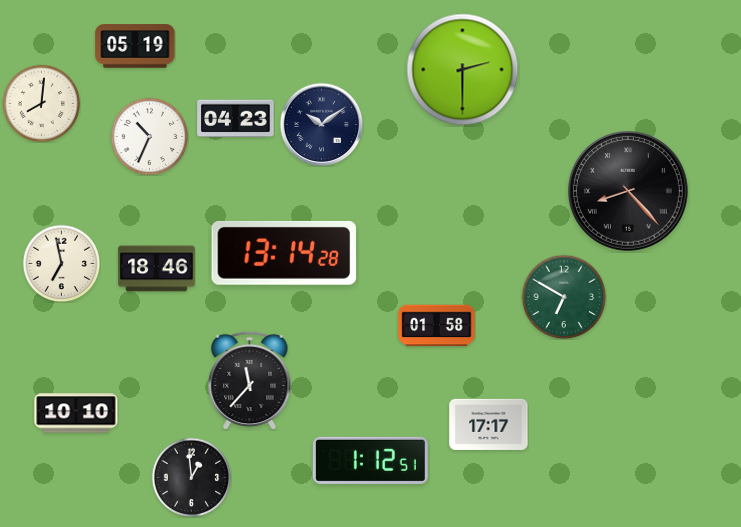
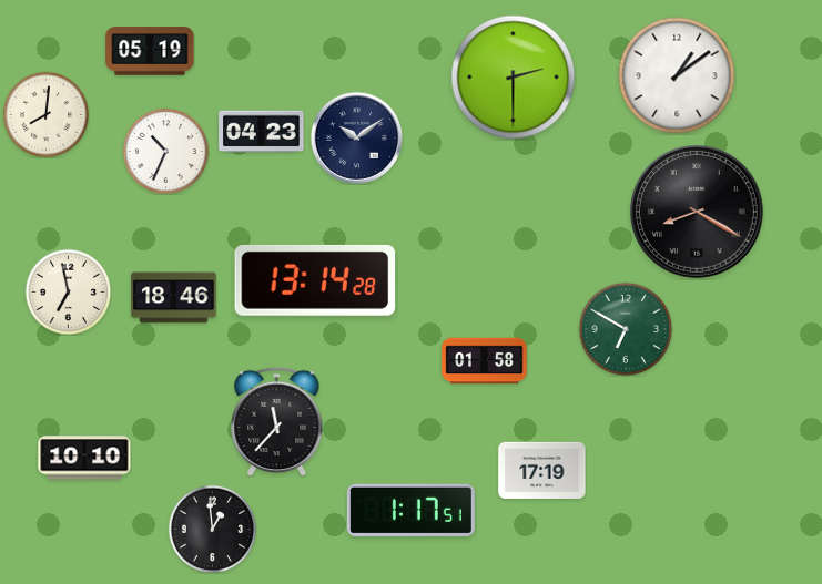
clock at (677, 75): none -> 1:09
clock at (629, 192): 8:23 -> 8:20
clock at (489, 424): 17:17 -> 17:19
clock at (370, 460): 1:12 -> 1:17
